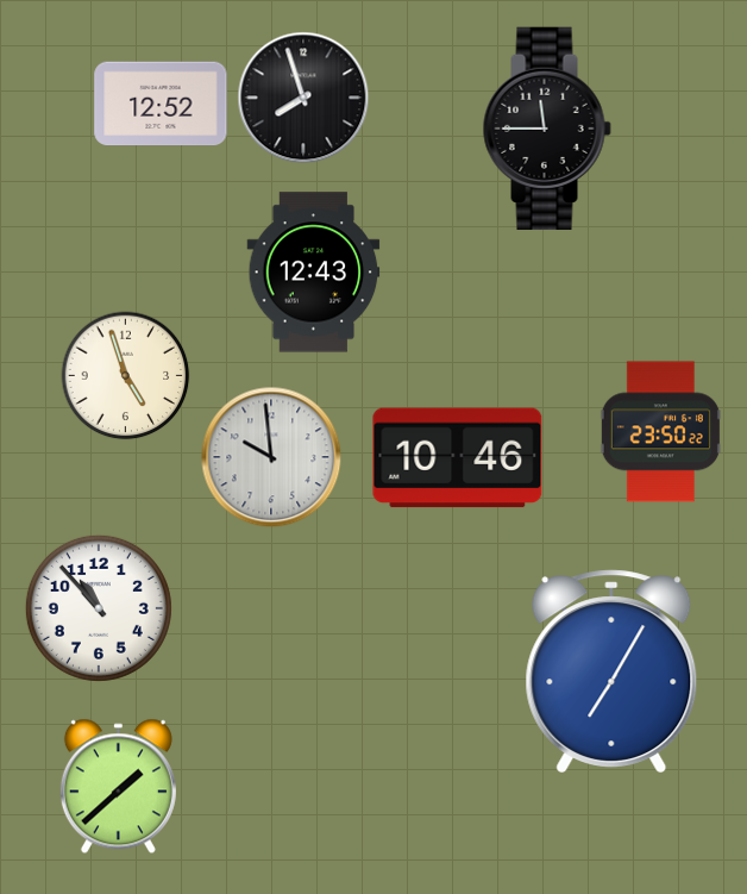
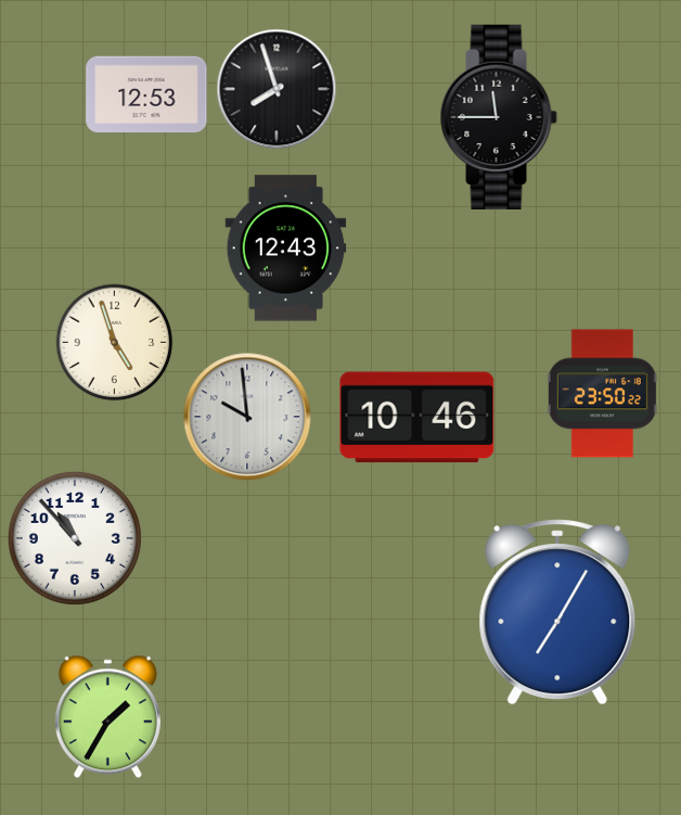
clock at (161, 104): 12:52 -> 12:53
clock at (99, 608) position: (99, 608) -> (75, 538)
clock at (118, 787): 1:38 -> 1:35
